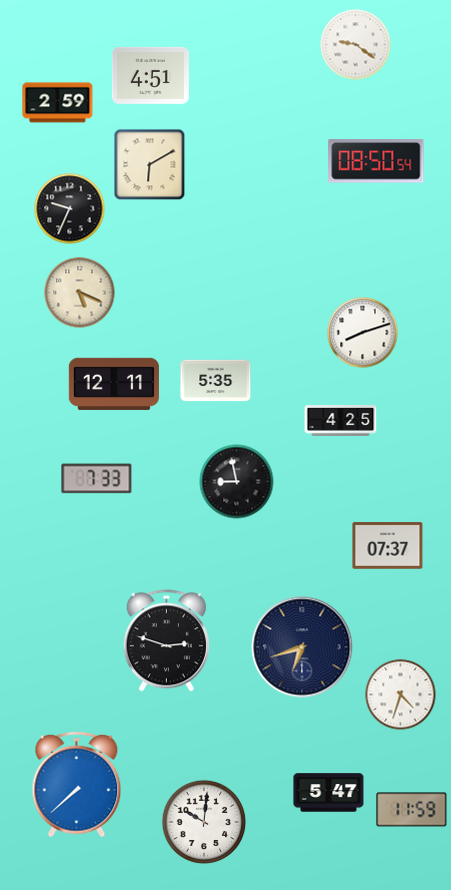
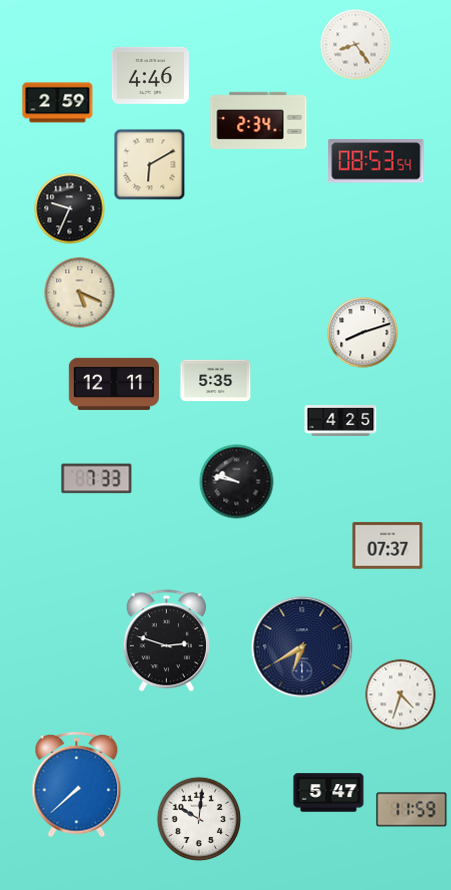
clock at (356, 45): 9:21 -> 8:24
clock at (150, 75): 4:51 -> 4:46
clock at (259, 120): none -> 2:34
clock at (376, 161): 08:50 -> 08:53
clock at (237, 482): 8:58 -> 9:47
clock at (302, 647): 6:42 -> 6:40
clock at (204, 822) position: (204, 822) -> (199, 819)
